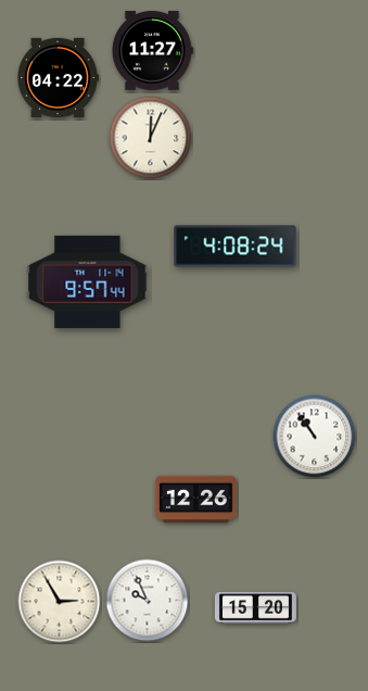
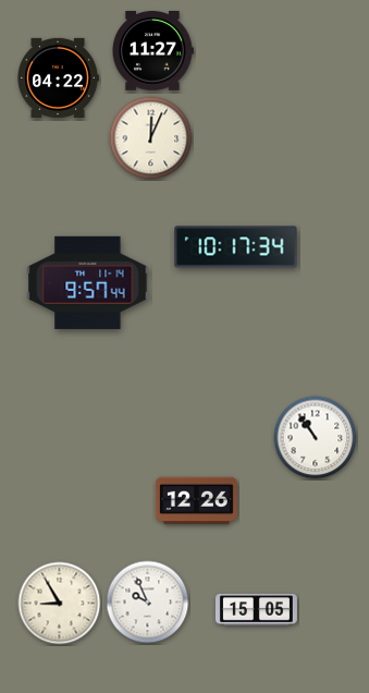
clock at (236, 247): 4:08 -> 10:17
clock at (60, 602): 2:55 -> 8:55
clock at (255, 607): 15:20 -> 15:05
